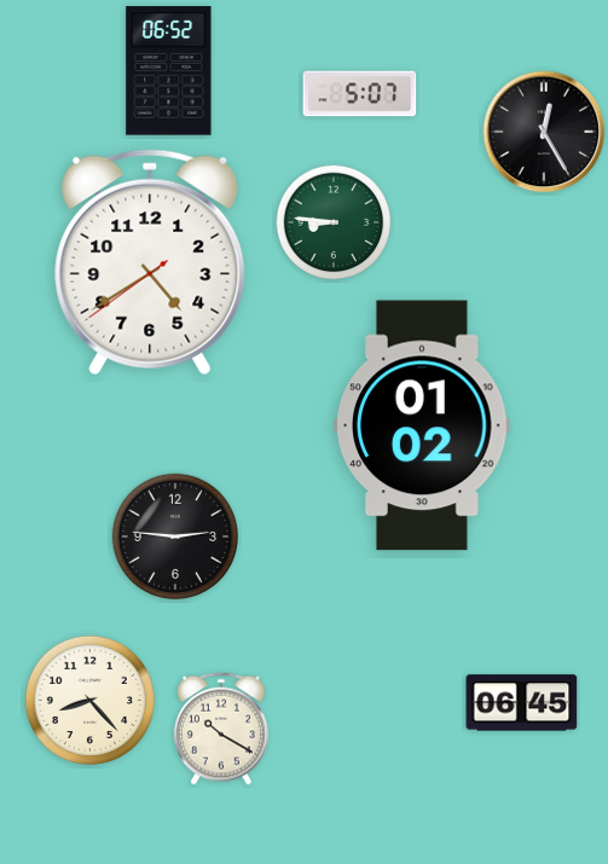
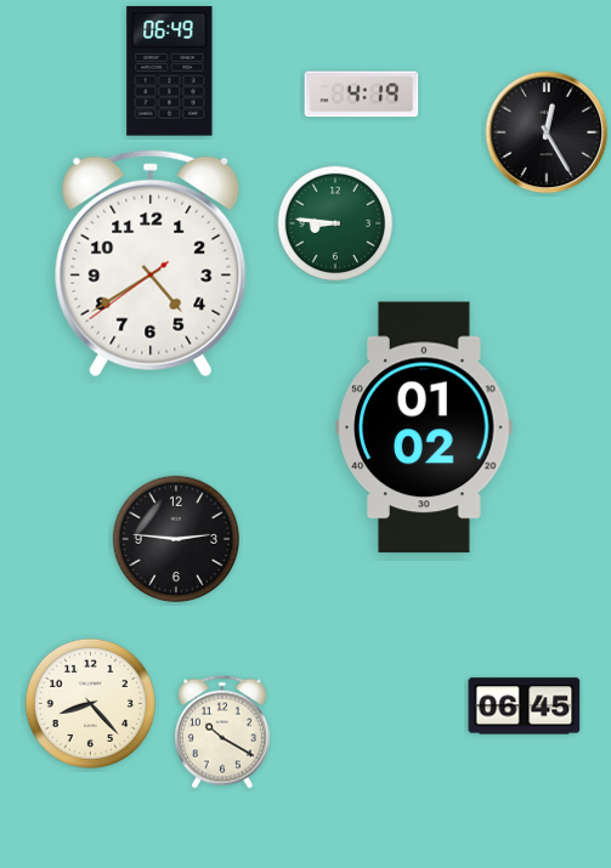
clock at (169, 71): 06:52 -> 06:49
clock at (360, 94): 5:07 -> 4:19
